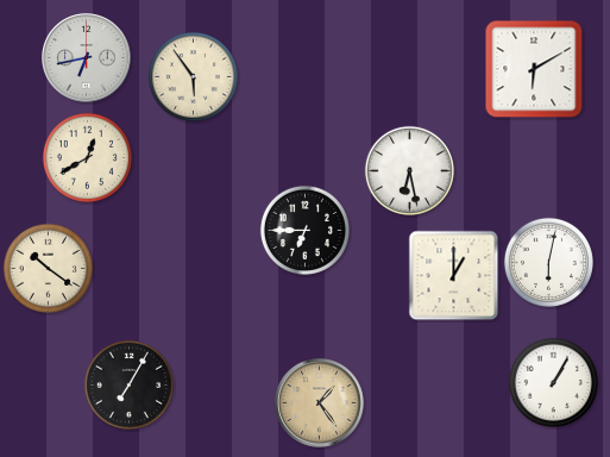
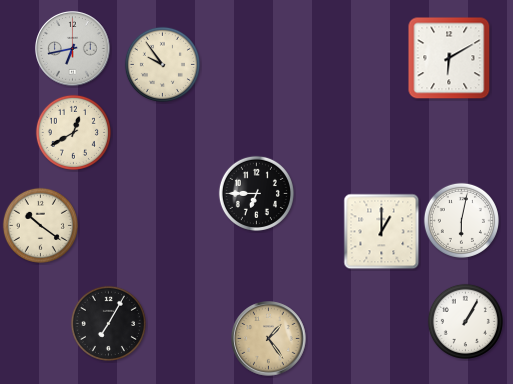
clock at (193, 76): 5:54 -> 9:54
clock at (409, 170): 6:28 -> none
